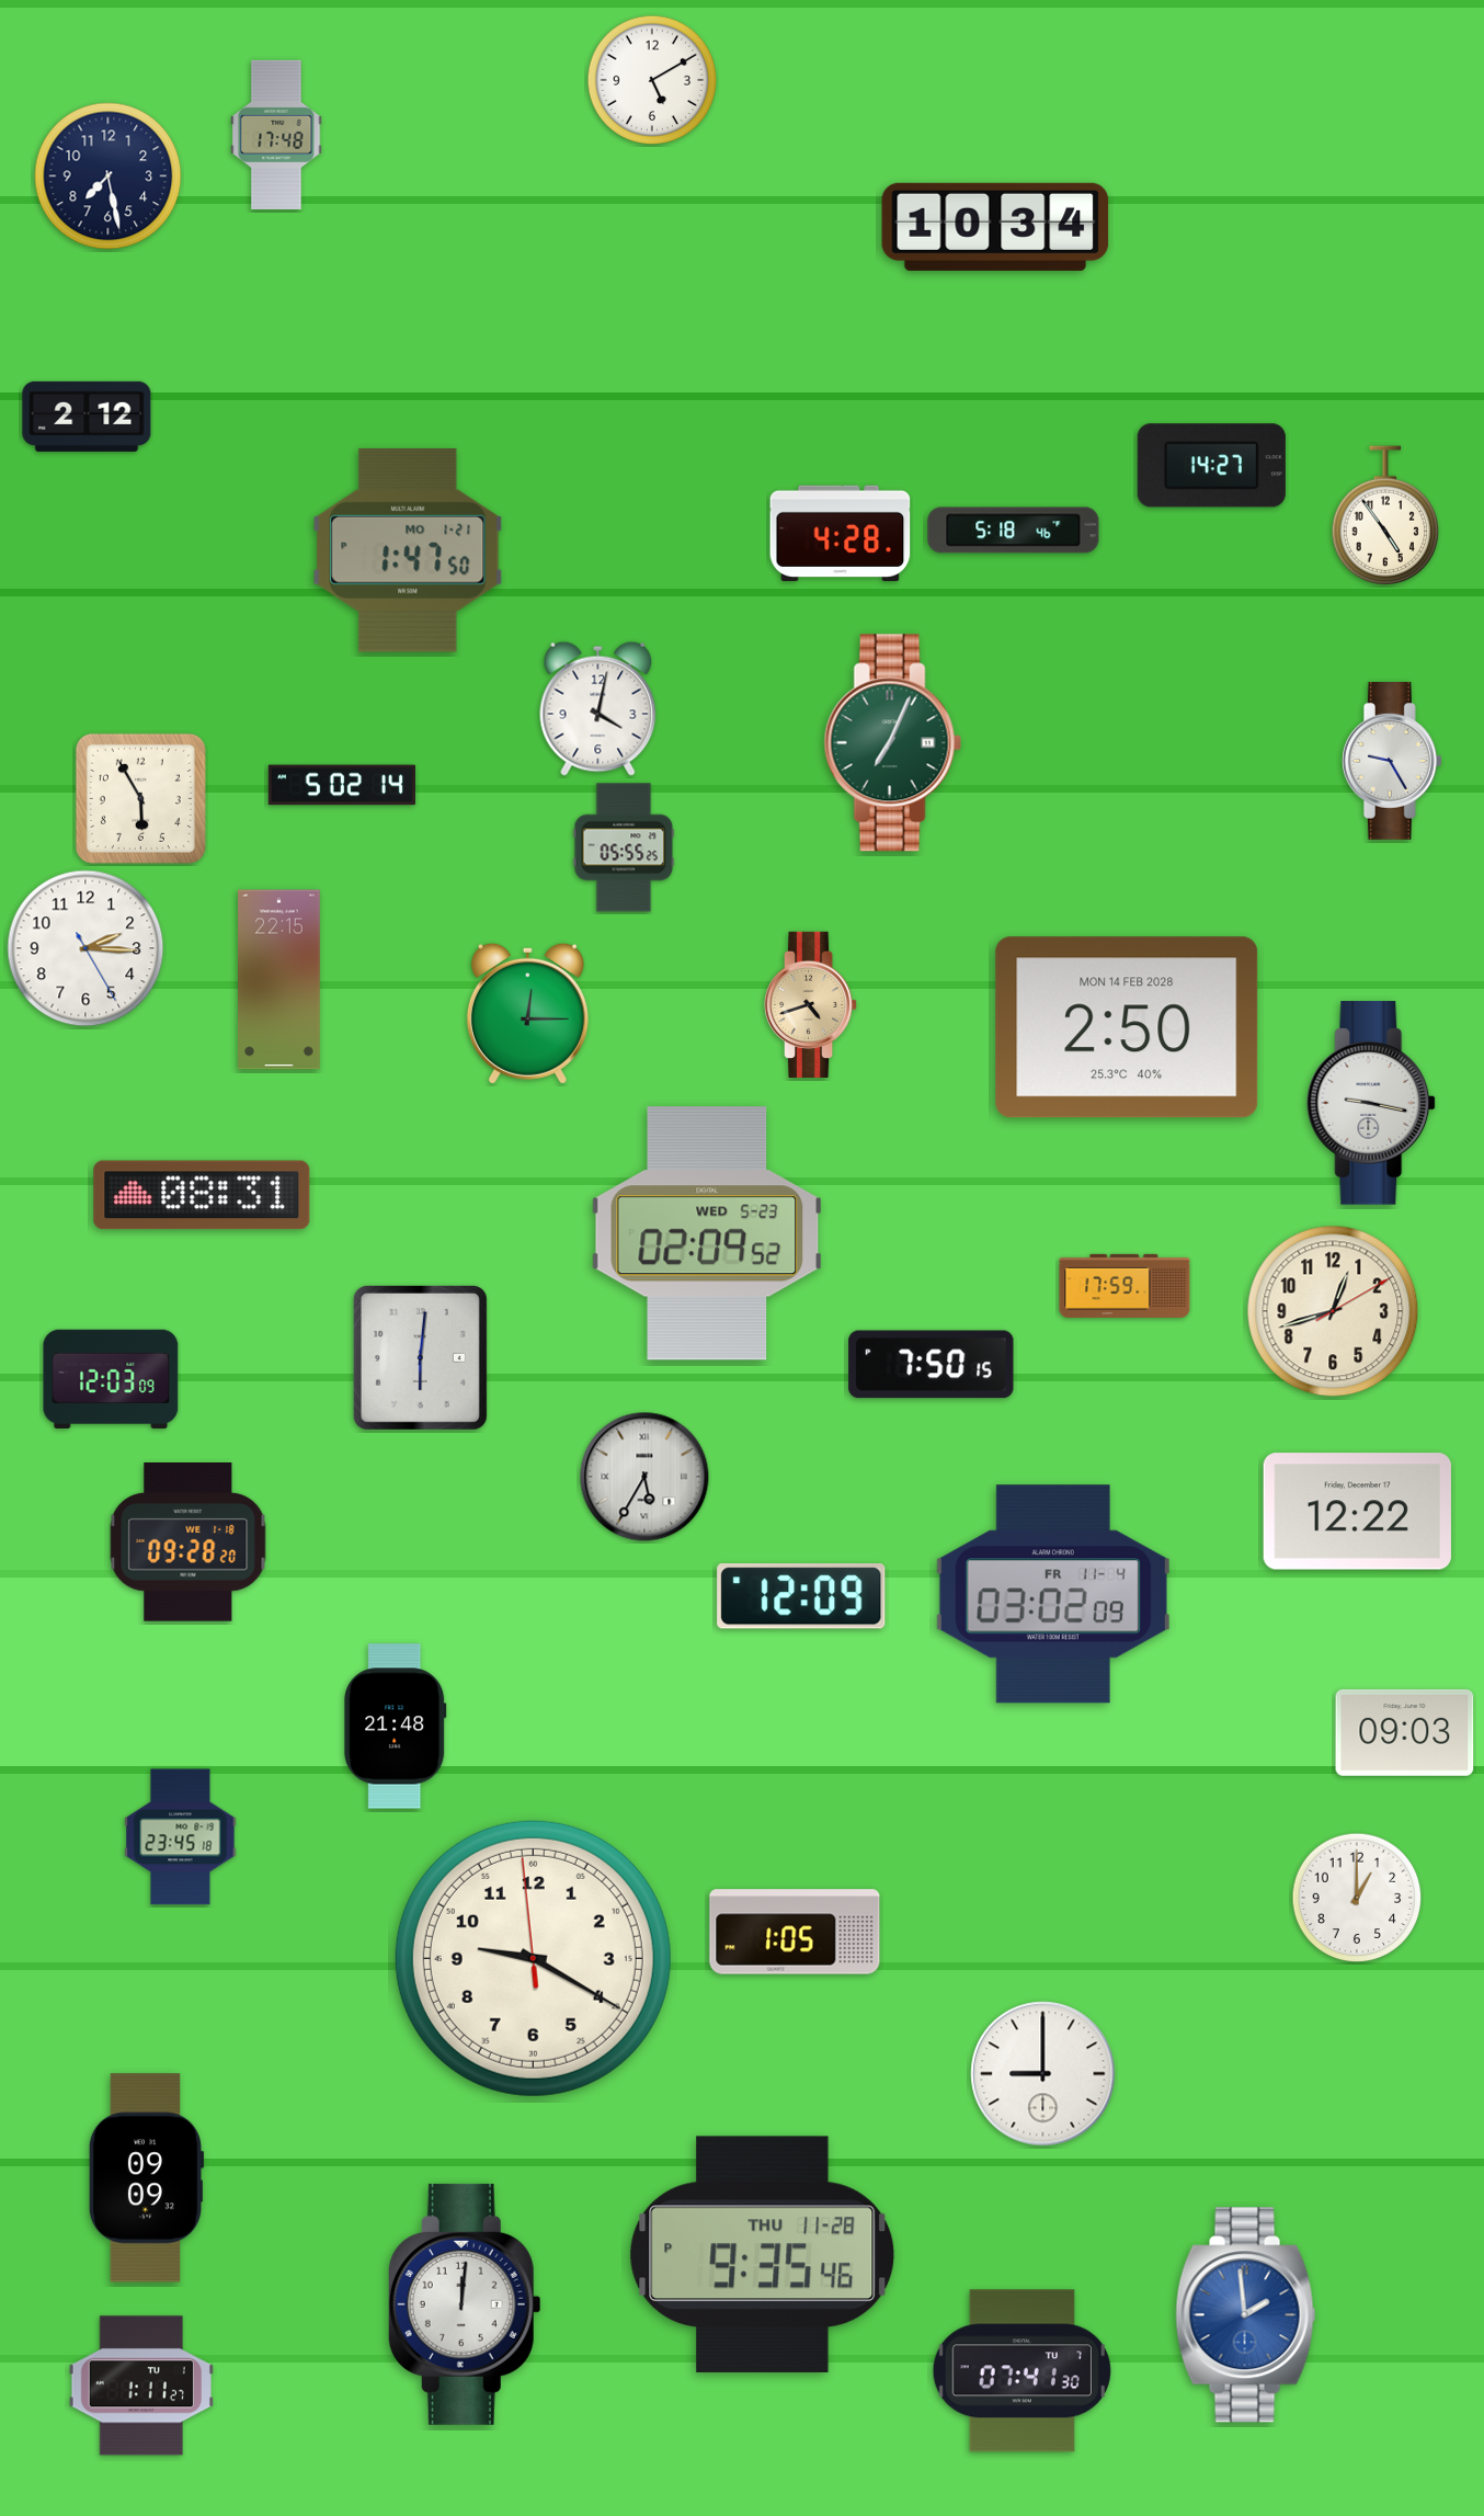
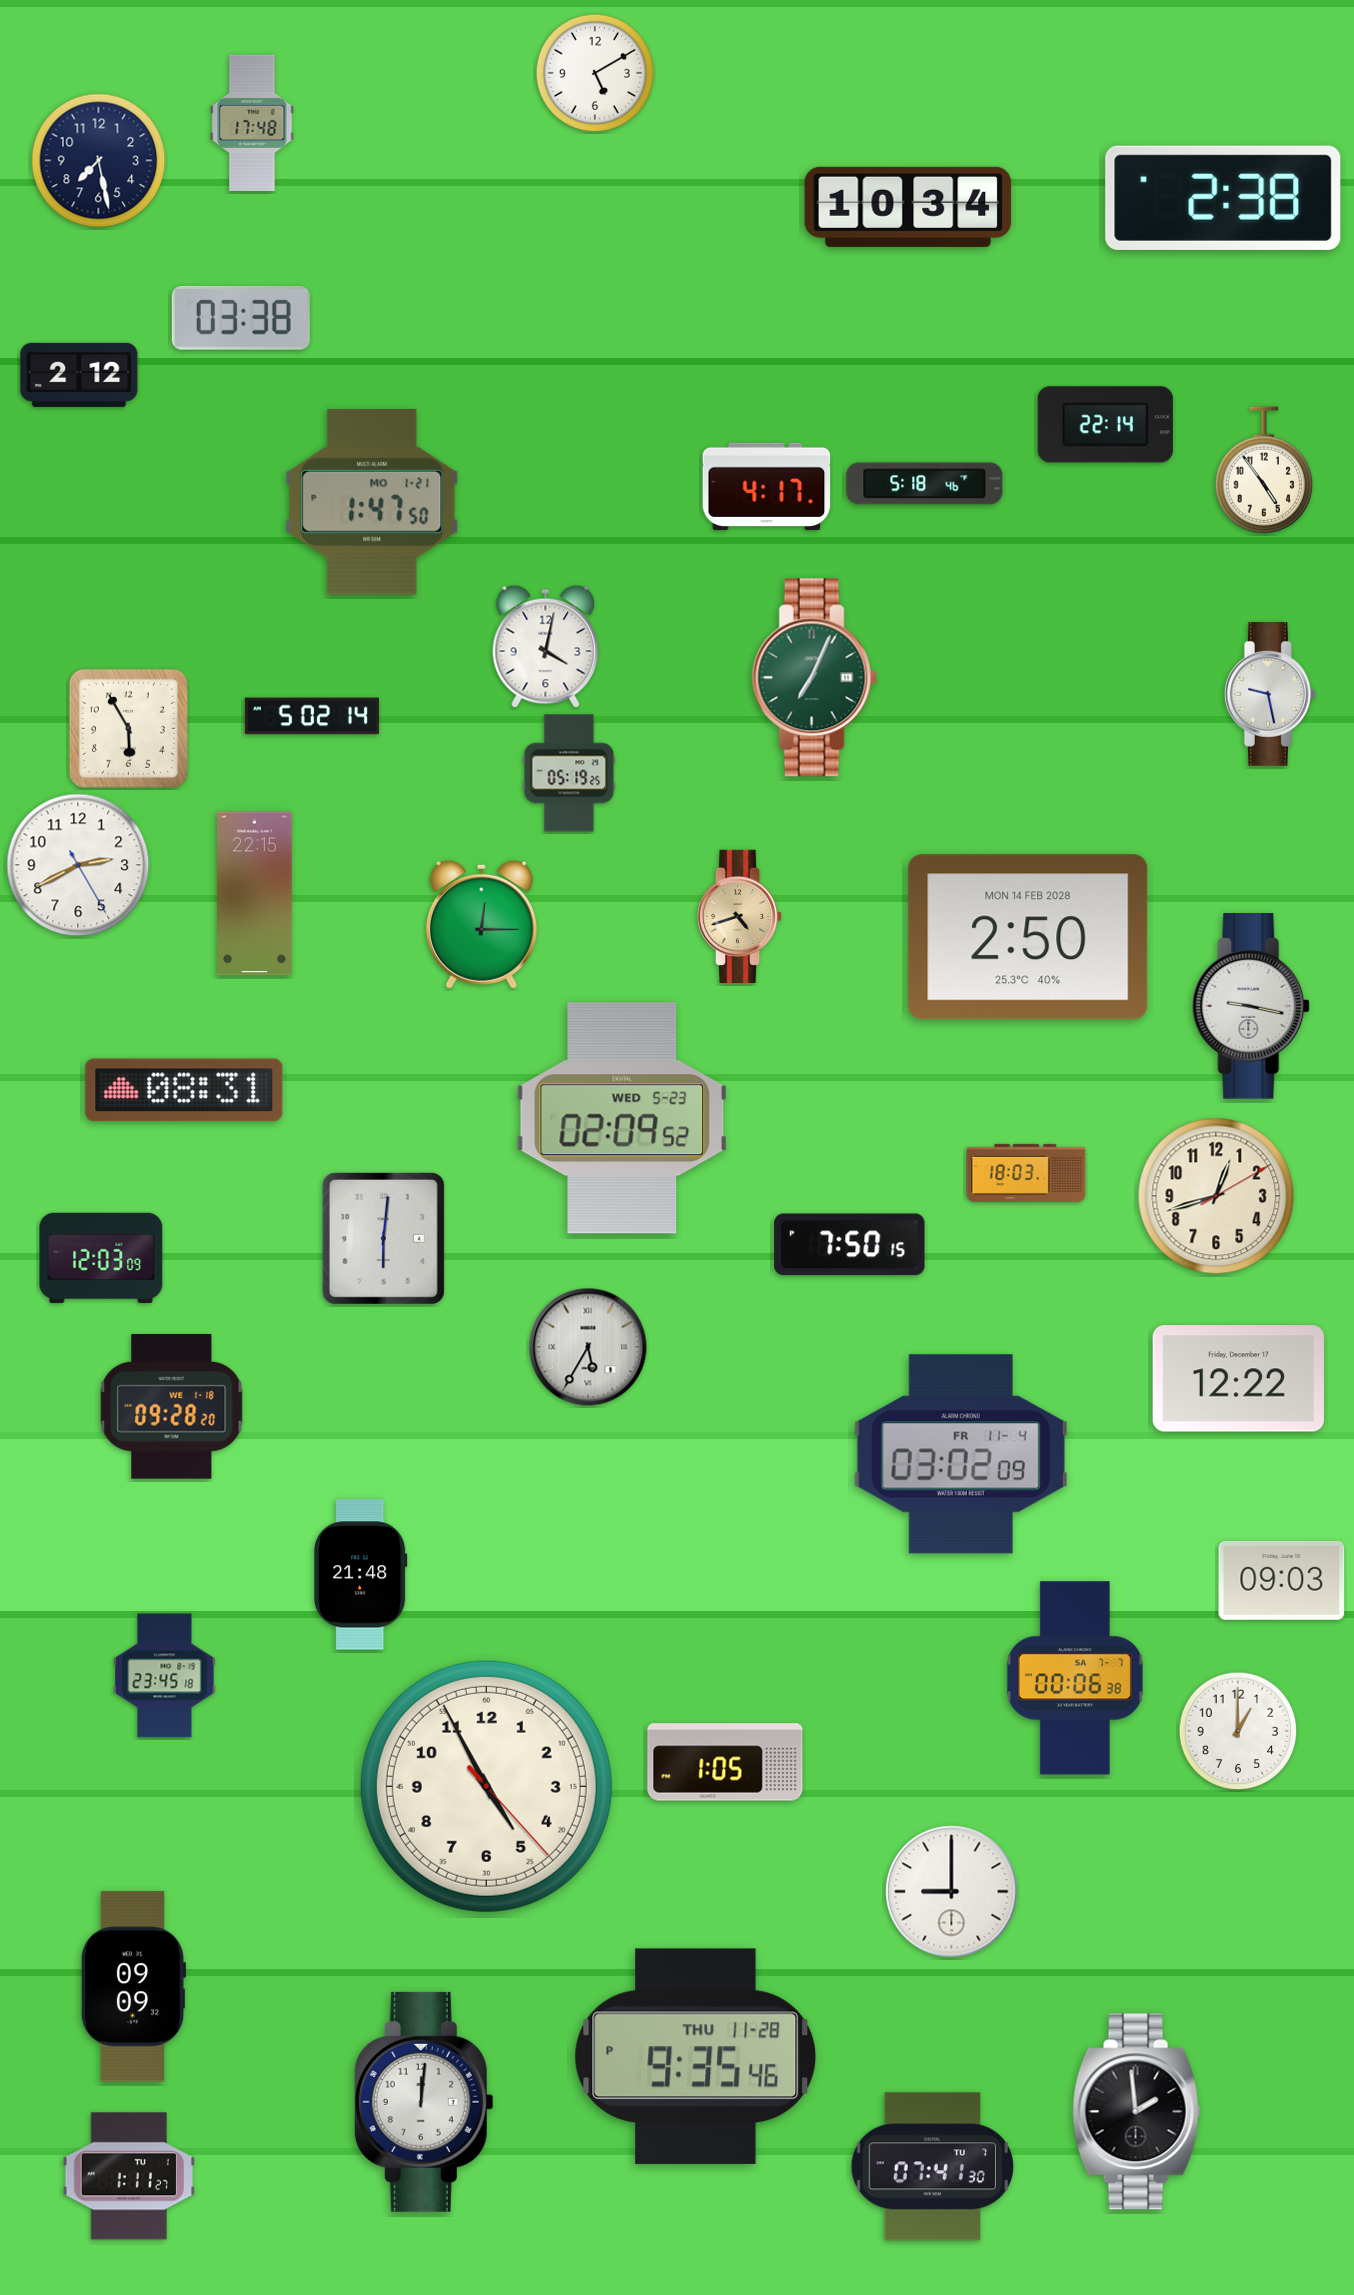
clock at (1223, 198): none -> 2:38
clock at (241, 318): none -> 03:38
clock at (87, 417) position: (87, 417) -> (79, 375)
clock at (1211, 466): 14:27 -> 22:14
clock at (841, 533): 4:28 -> 4:17
clock at (1392, 762): 9:25 -> 9:28
clock at (624, 847): 05:55 -> 05:19
clock at (85, 948): 2:15 -> 2:40
clock at (706, 1233) position: (706, 1233) -> (621, 1118)
clock at (1125, 1286): 17:59 -> 18:03
clock at (801, 1597): 12:09 -> none
clock at (1075, 1678): none -> 00:06
clock at (533, 1958): 9:19 -> 4:55
clock at (1246, 2315) dial: blue -> black
clock at (1021, 2371) position: (1021, 2371) -> (932, 2167)
